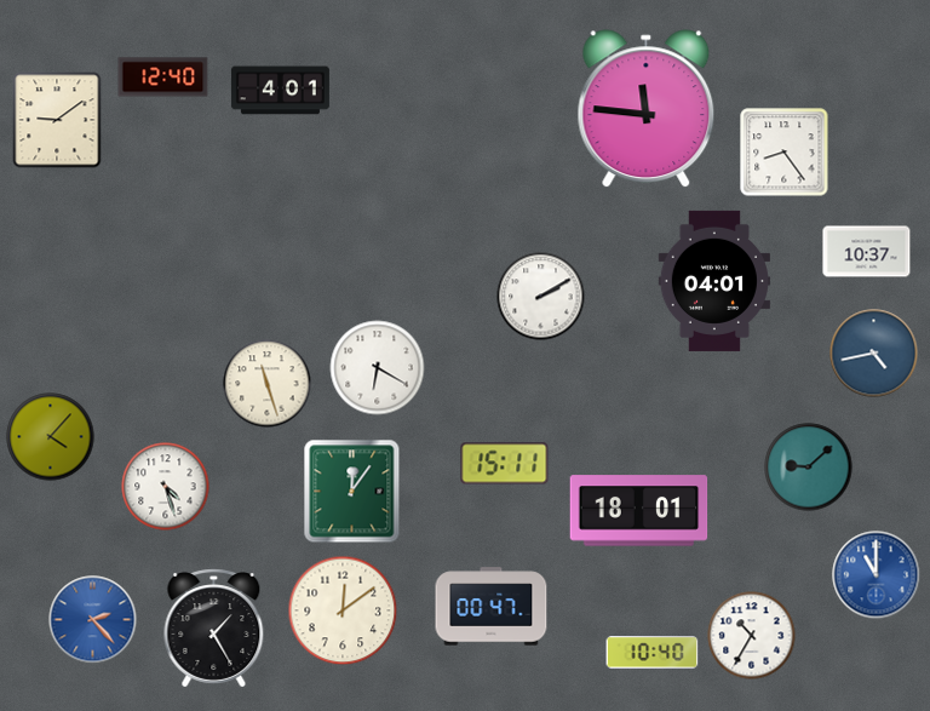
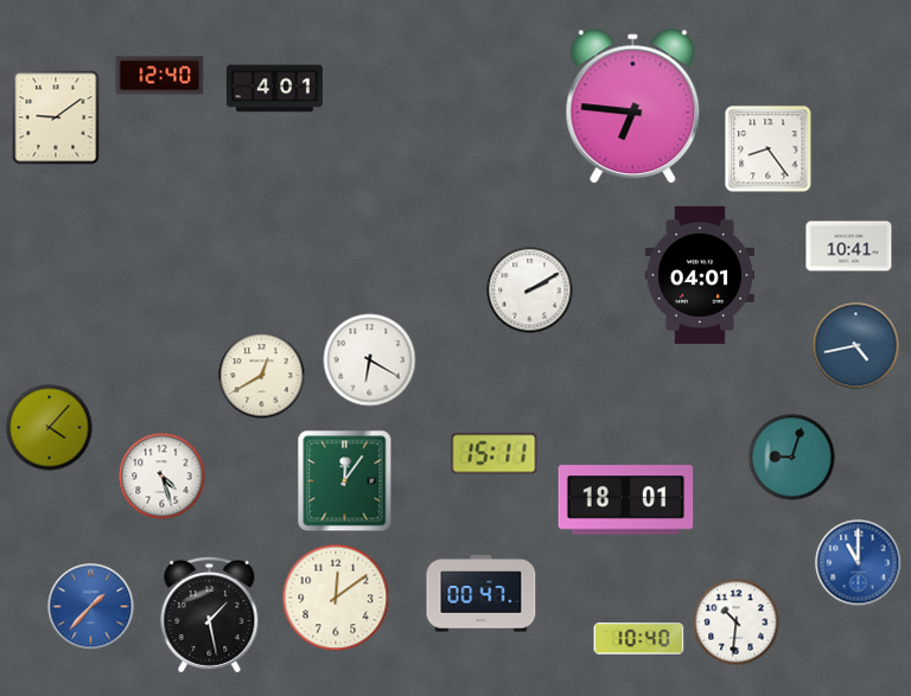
clock at (647, 109): 11:46 -> 6:46
clock at (867, 252): 10:37 -> 10:41
clock at (268, 384): 11:27 -> 12:40
clock at (809, 468): 9:08 -> 9:03
clock at (93, 620): 2:23 -> 1:37
clock at (214, 629): 1:25 -> 1:28
clock at (752, 636): 10:35 -> 10:31
